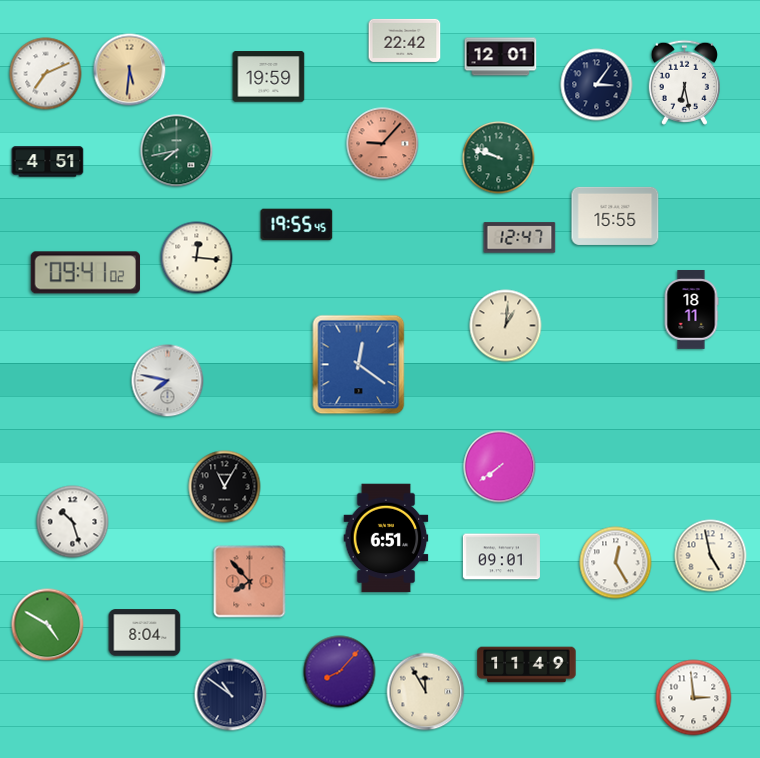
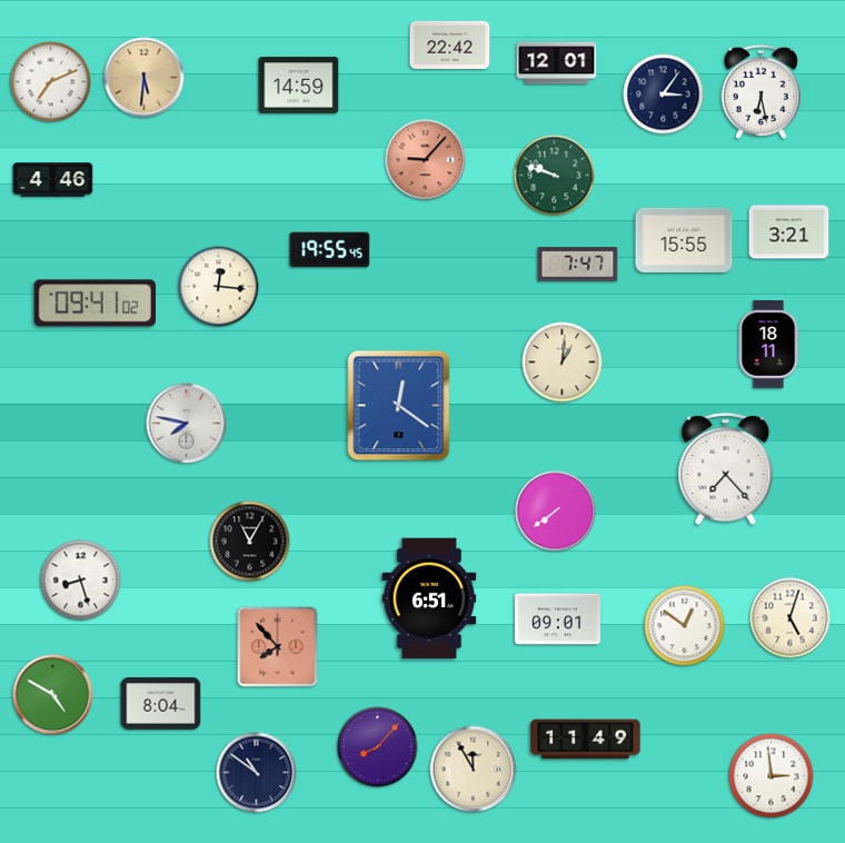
clock at (269, 77): 19:59 -> 14:59
clock at (177, 151): 7:43 -> none
clock at (48, 162): 4:51 -> 4:46
clock at (789, 232): none -> 3:21
clock at (520, 238): 12:47 -> 7:47
clock at (726, 468): none -> 7:23
clock at (500, 467) position: (500, 467) -> (556, 512)
clock at (73, 522): 10:27 -> 8:27
clock at (711, 556): 4:58 -> 5:03
clock at (616, 563): 12:25 -> 12:51
